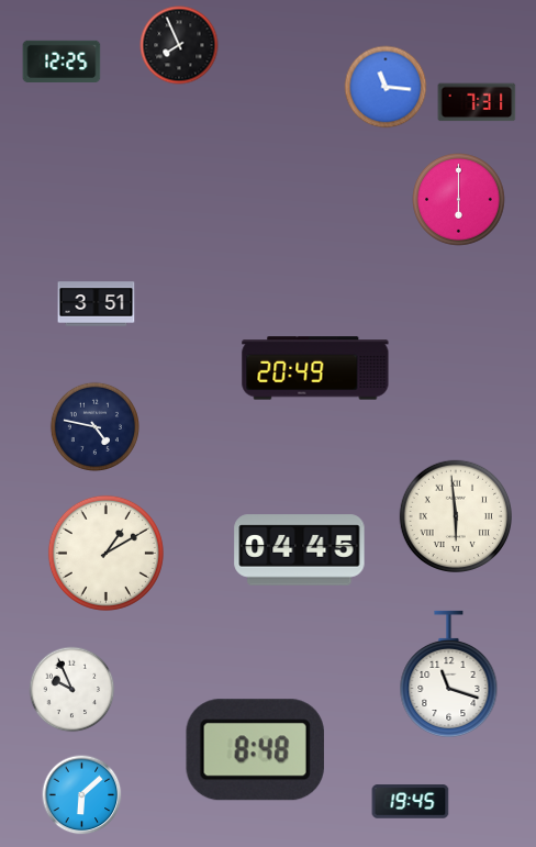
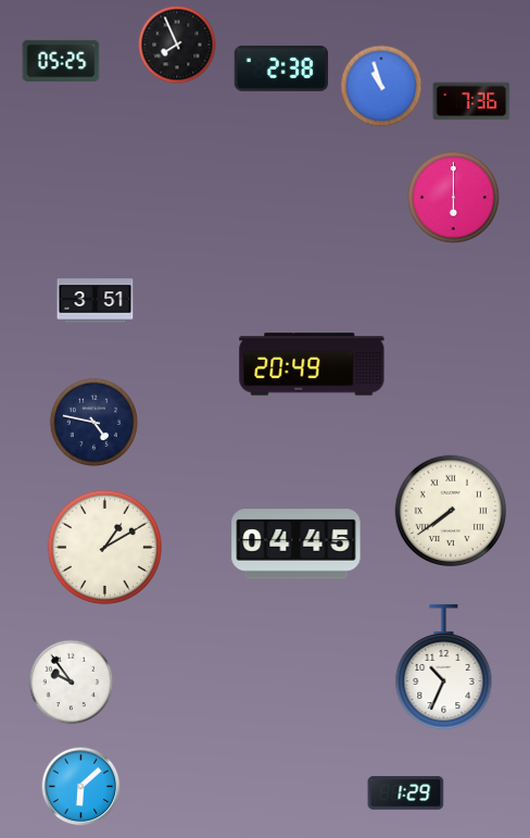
clock at (62, 60): 12:25 -> 05:25
clock at (281, 68): none -> 2:38
clock at (386, 87): 11:16 -> 10:57
clock at (477, 102): 7:31 -> 7:36
clock at (456, 516): 5:59 -> 7:39
clock at (449, 675): 11:18 -> 10:34
clock at (72, 690): 9:56 -> 9:54
clock at (255, 750): 8:48 -> none
clock at (411, 802): 19:45 -> 1:29
